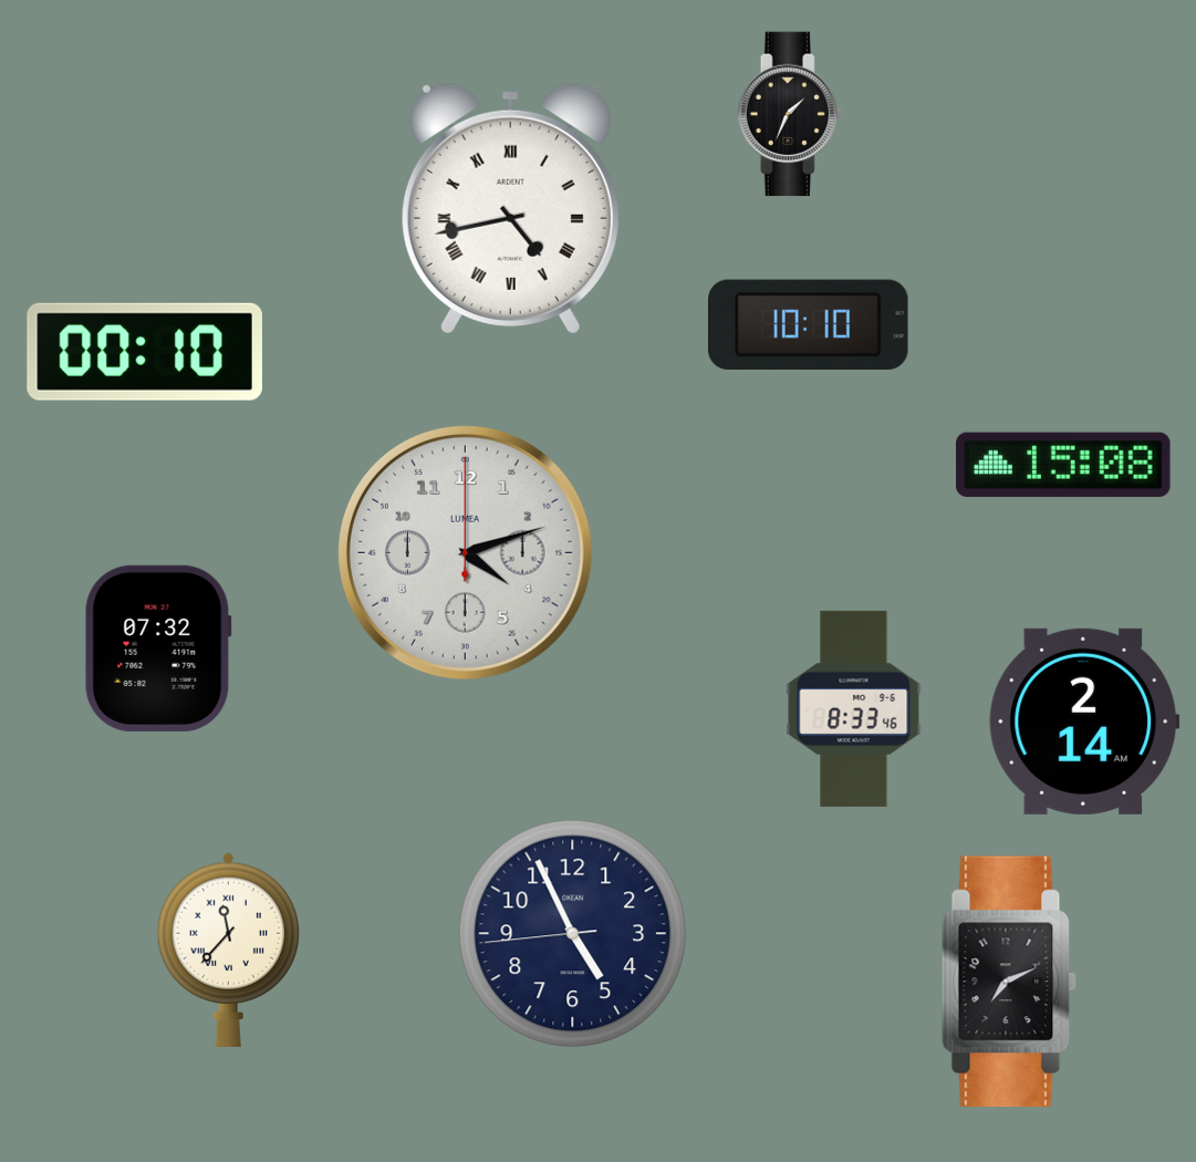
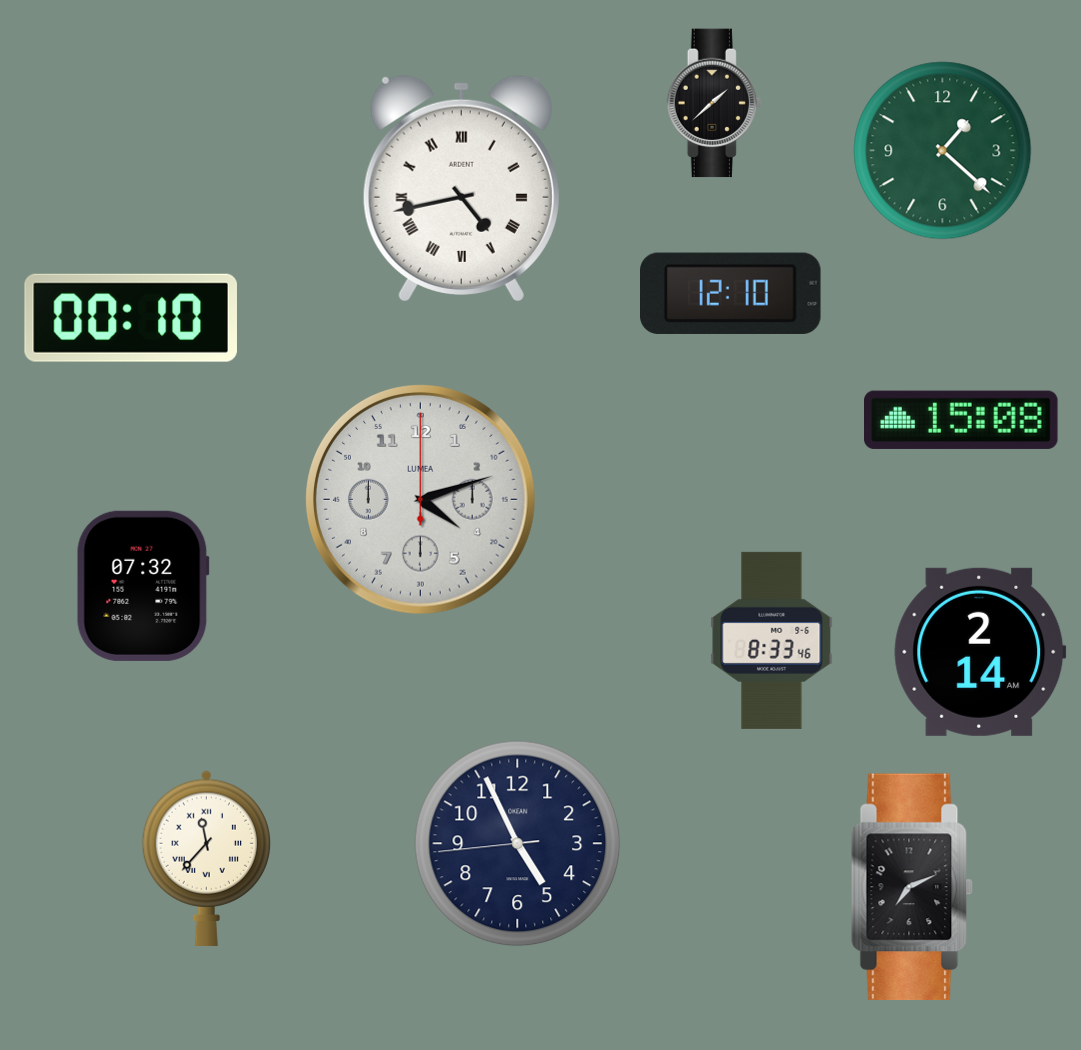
clock at (790, 114): 1:34 -> 1:38
clock at (943, 151): none -> 1:22
clock at (809, 324): 10:10 -> 12:10
